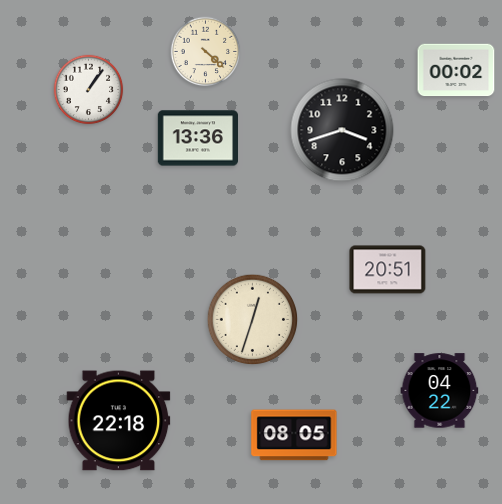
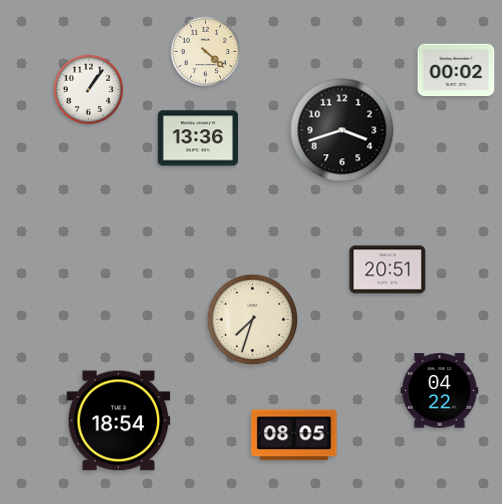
clock at (253, 320): 12:33 -> 7:33
clock at (119, 421): 22:18 -> 18:54
